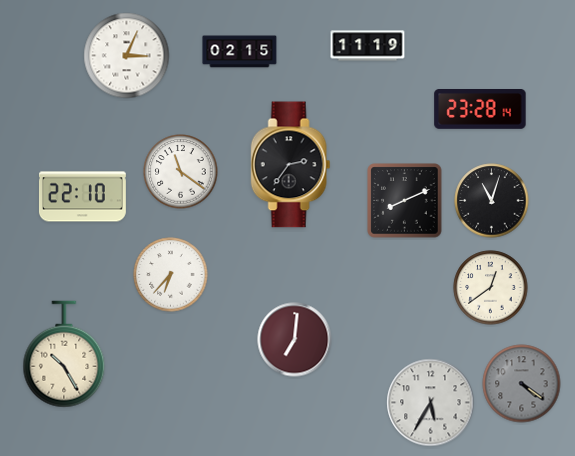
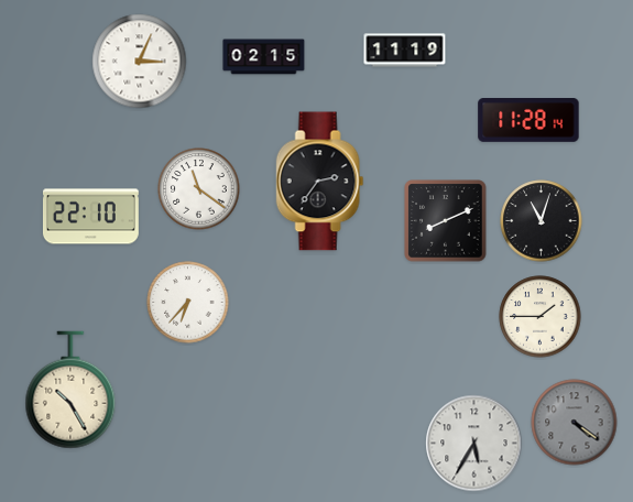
clock at (480, 110): 23:28 -> 11:28
clock at (491, 288): 12:39 -> 1:45
clock at (295, 340): 7:01 -> none
